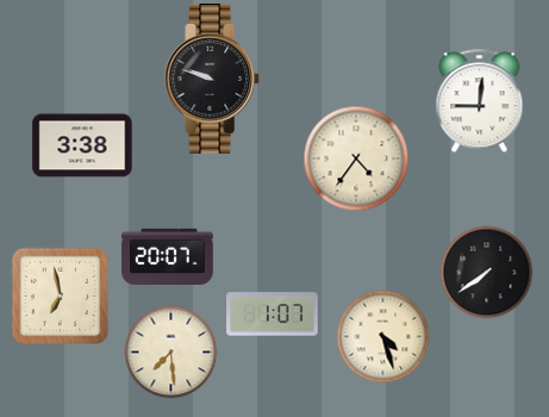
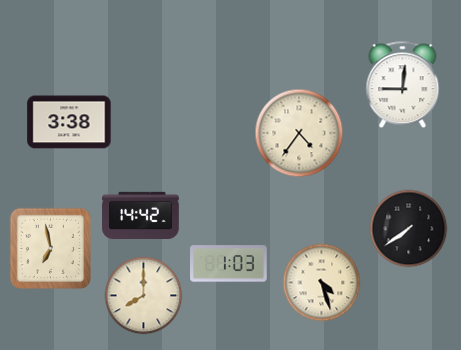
clock at (213, 79): 9:48 -> none
clock at (168, 256): 20:07 -> 14:42
clock at (273, 315): 1:07 -> 1:03
clock at (170, 351): 7:29 -> 8:00
